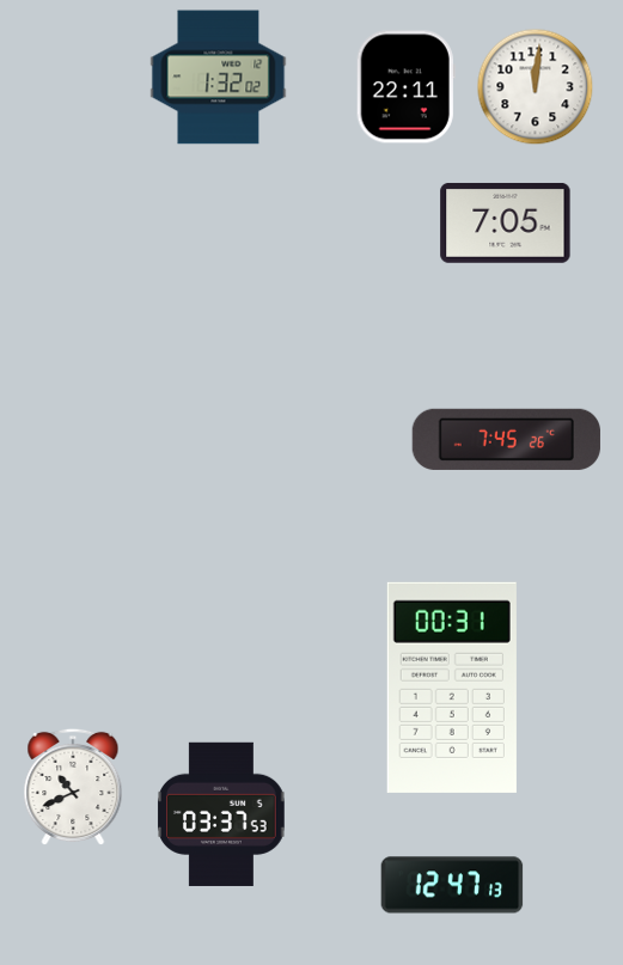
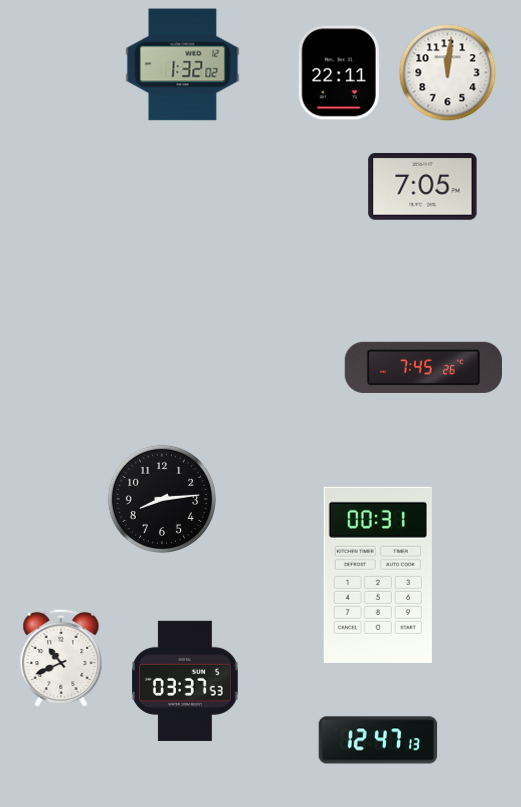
clock at (161, 498): none -> 8:14
